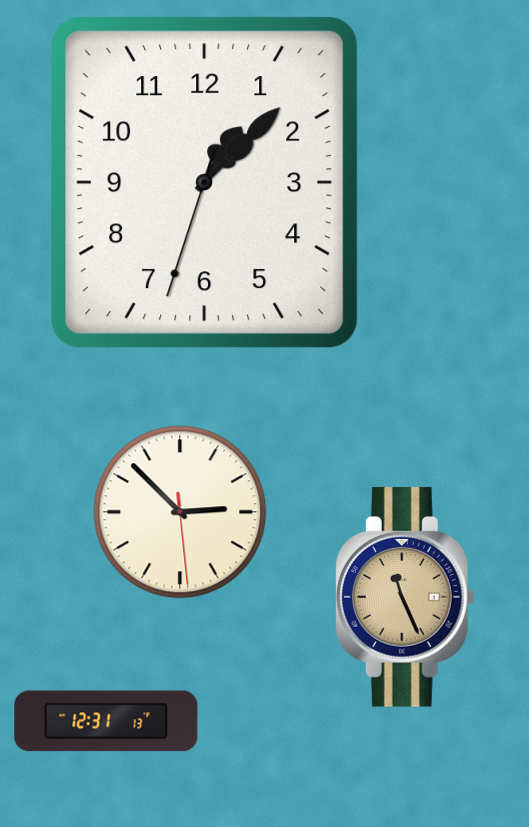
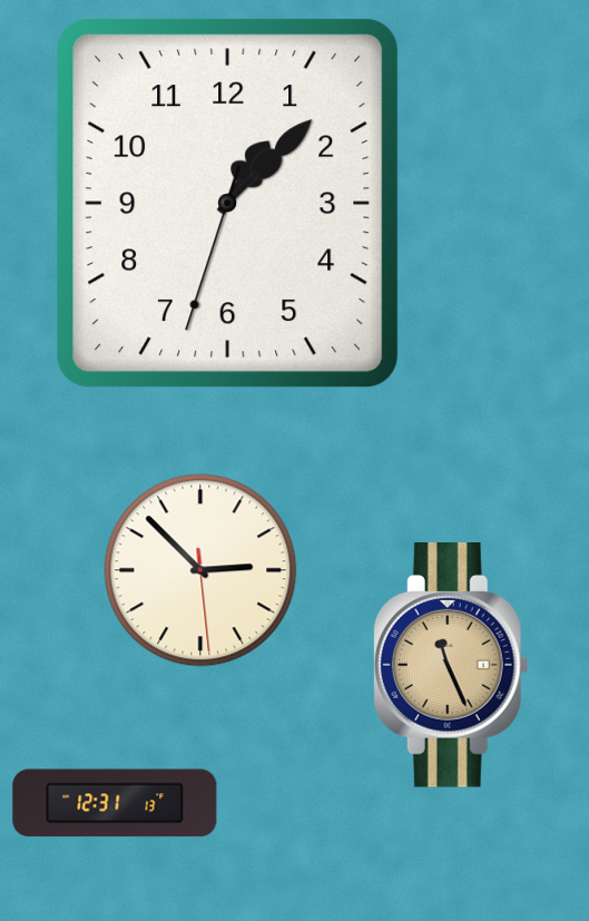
clock at (106, 721) position: (106, 721) -> (115, 803)
